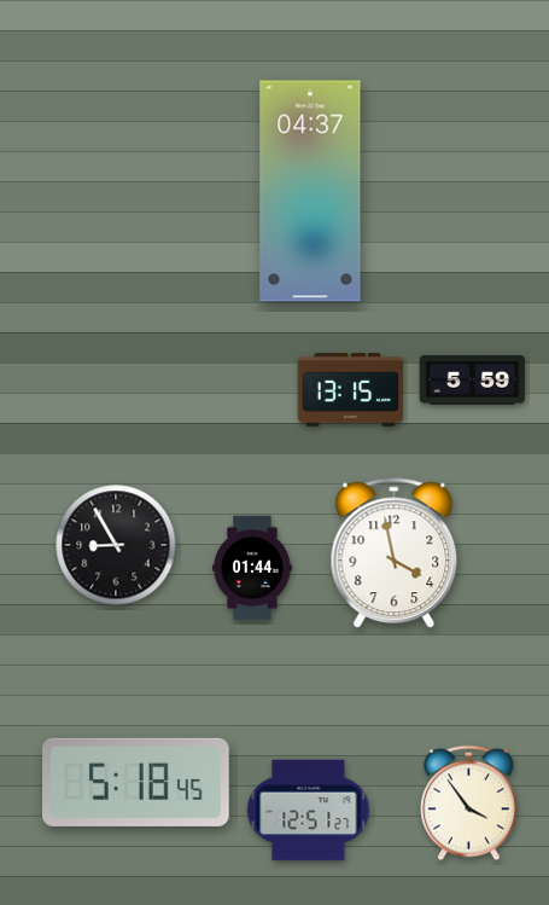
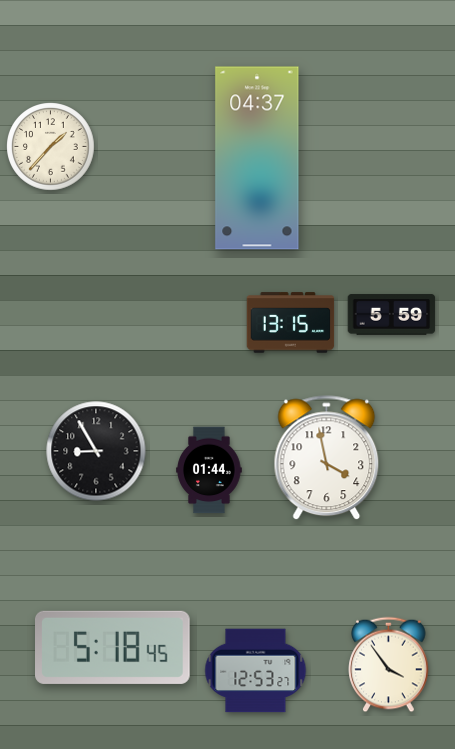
clock at (51, 147): none -> 1:37
clock at (309, 811): 12:51 -> 12:53
